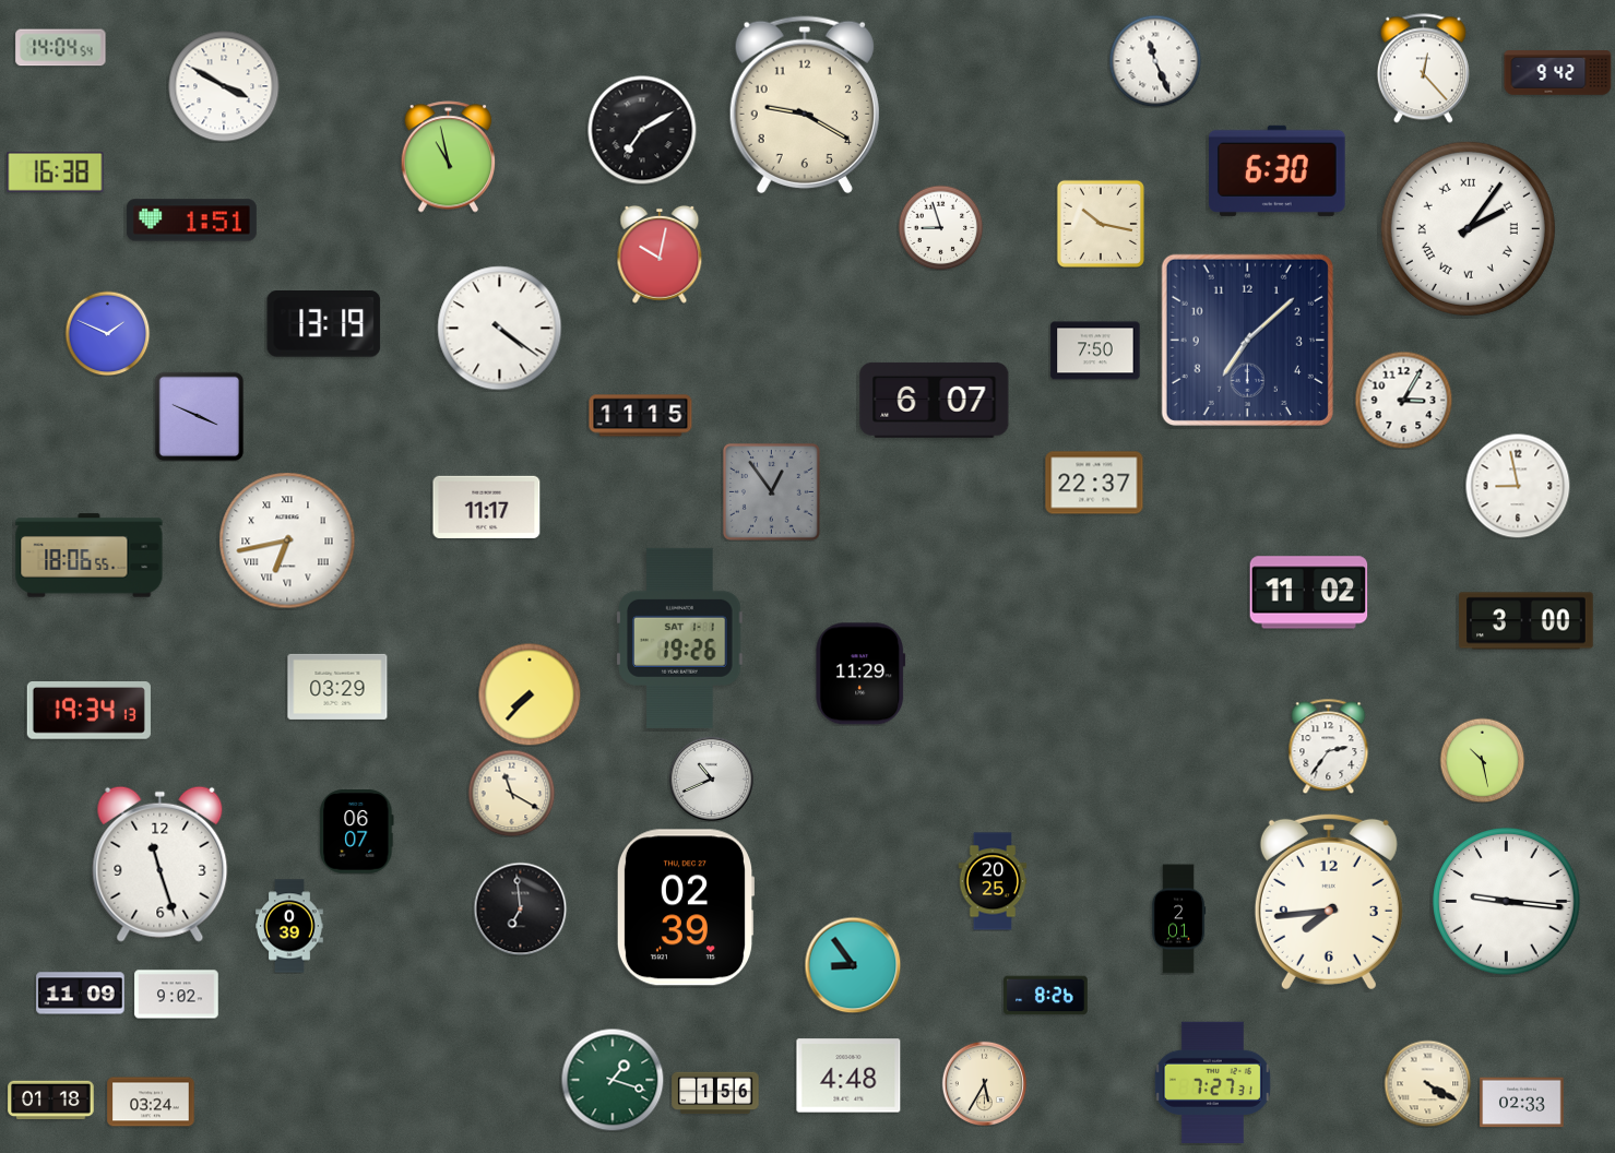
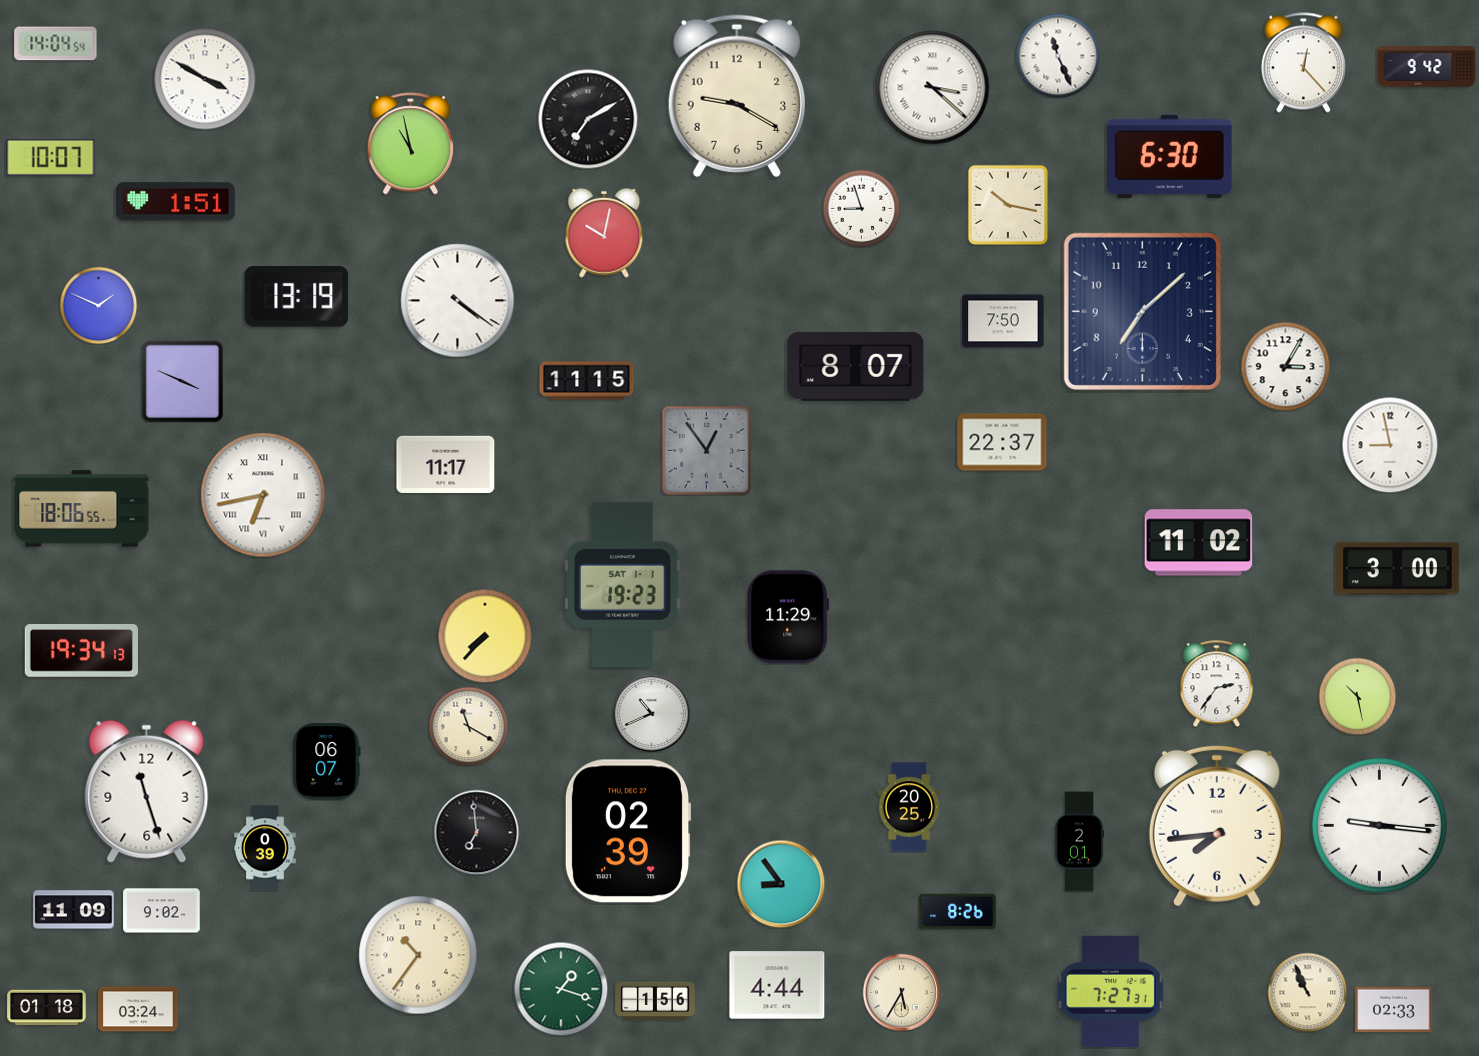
clock at (933, 88): none -> 3:22
clock at (56, 171): 16:38 -> 10:07
clock at (1468, 228): 2:06 -> none
clock at (935, 400): 6:07 -> 8:07
clock at (680, 638): 19:26 -> 19:23
clock at (337, 687): 03:29 -> none
clock at (418, 955): none -> 10:36
clock at (848, 1075): 4:48 -> 4:44
clock at (1427, 1083): 4:20 -> 10:56
